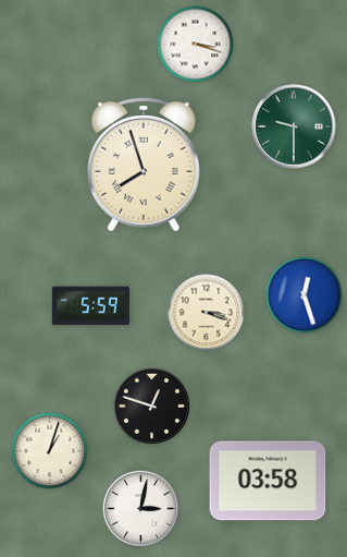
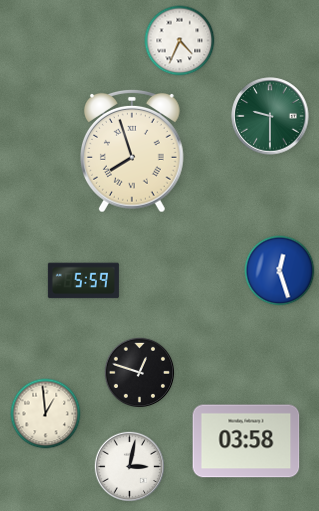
clock at (196, 45): 3:18 -> 4:34
clock at (207, 313): 3:18 -> none
clock at (50, 451): 1:03 -> 12:59
